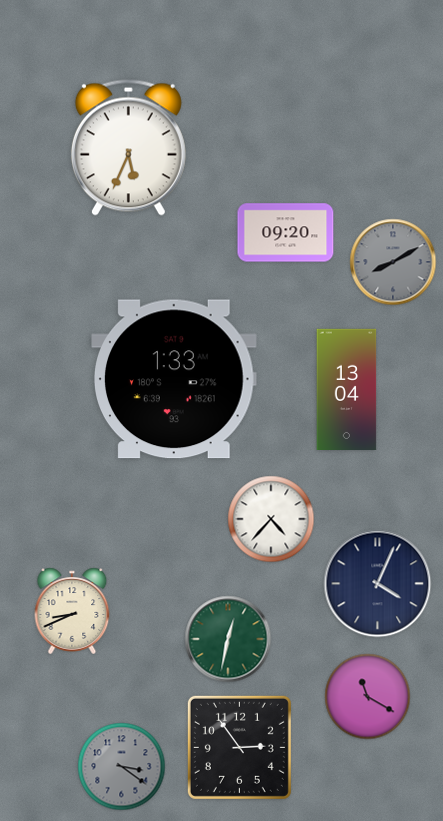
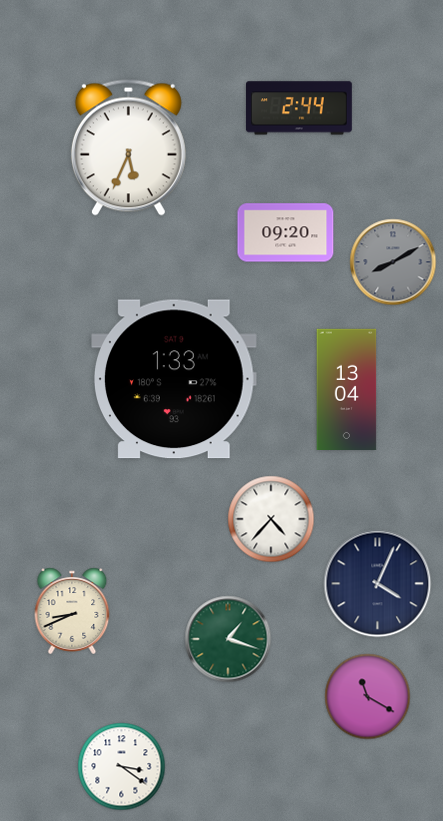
clock at (299, 108): none -> 2:44
clock at (228, 639): 12:32 -> 1:18
clock at (239, 747): 2:54 -> none
clock at (122, 767) dial: grey -> white
